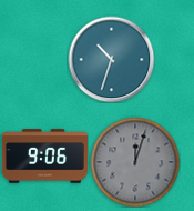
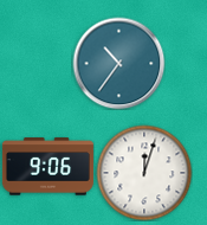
clock at (111, 59): 10:33 -> 10:36
clock at (135, 162) dial: grey -> white
